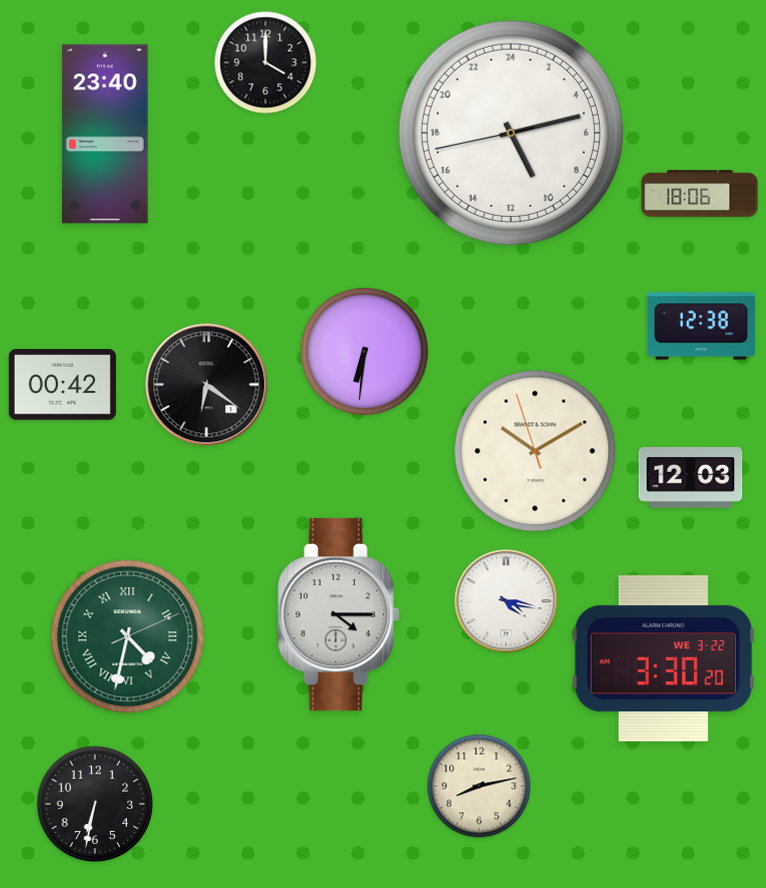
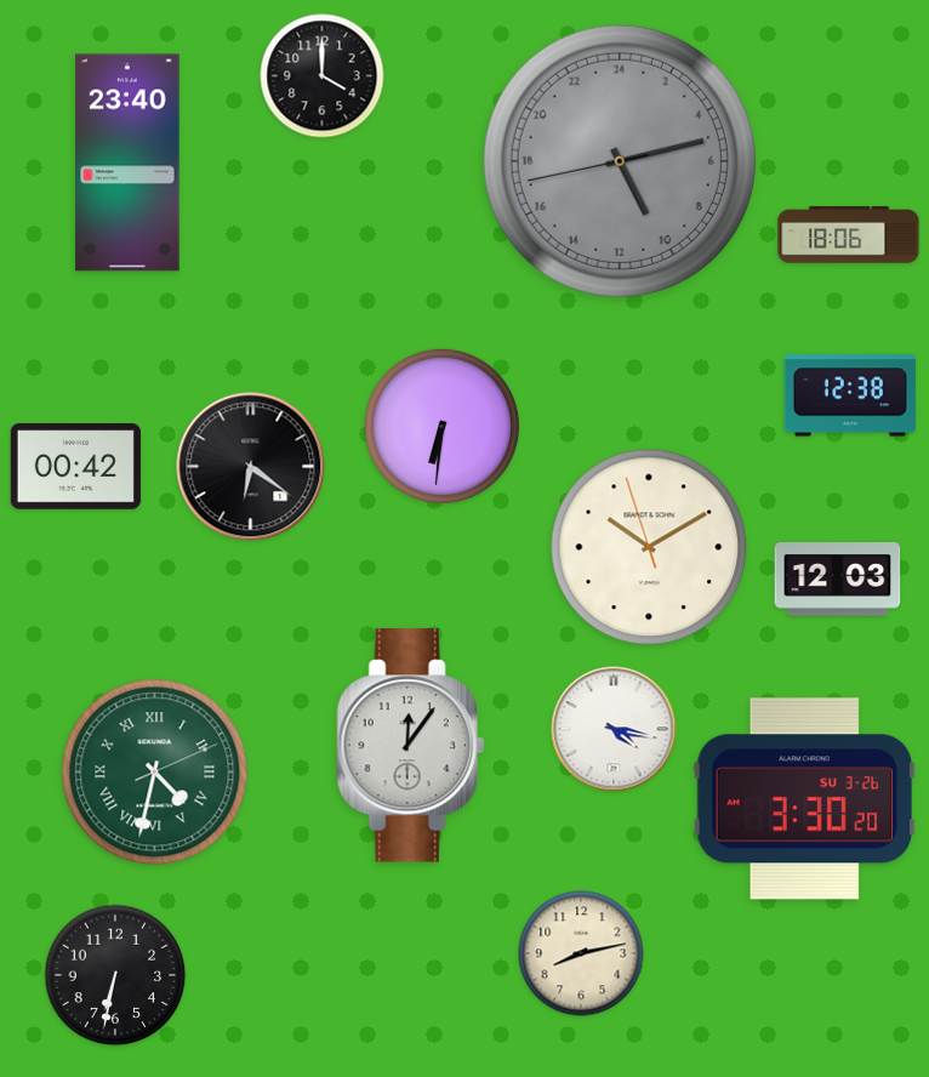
clock at (511, 133) dial: white -> grey
clock at (338, 615): 4:15 -> 12:06
clock at (663, 659) date: WE 3-22 -> SU 3-26
